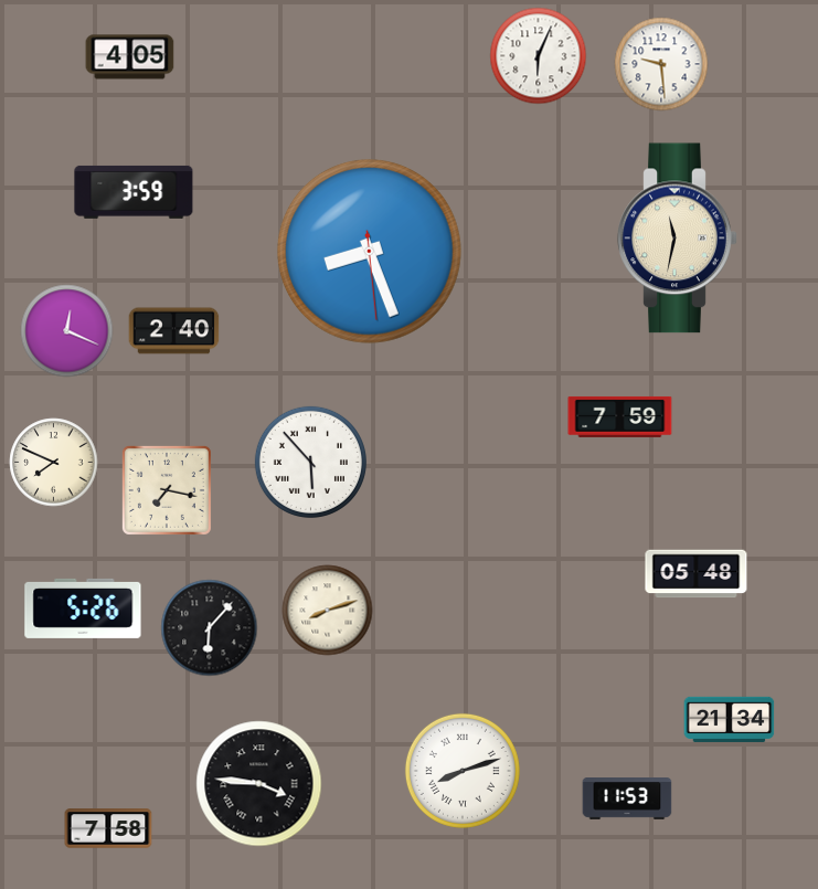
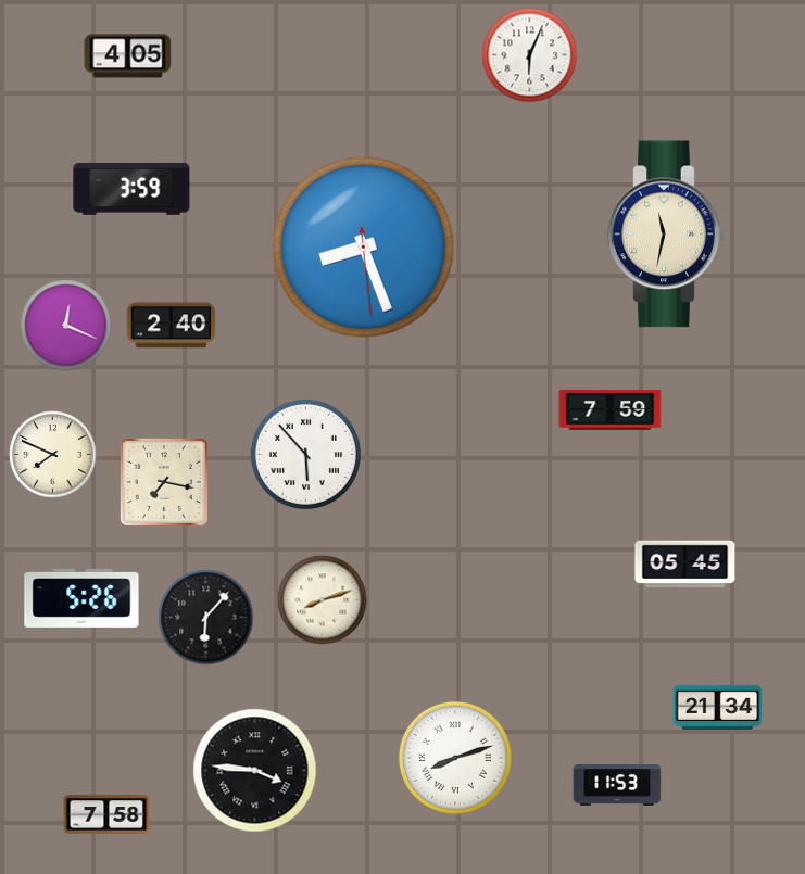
clock at (661, 64): 9:29 -> none
clock at (697, 574): 05:48 -> 05:45
